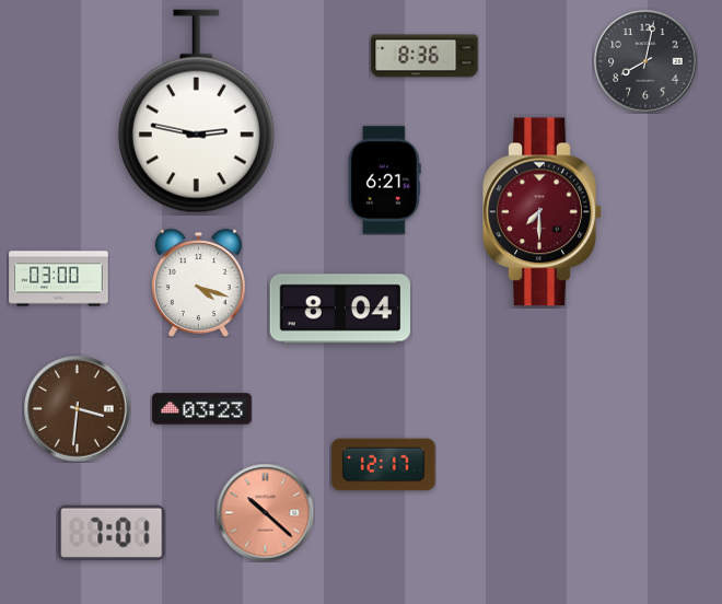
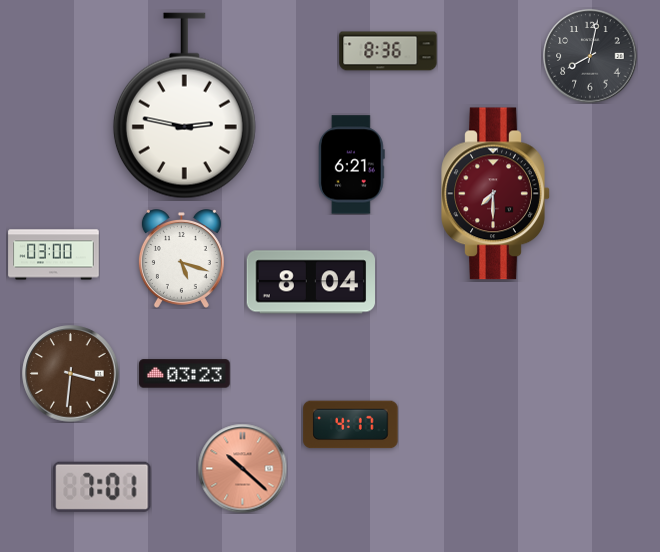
clock at (196, 112) position: (196, 112) -> (184, 106)
clock at (198, 283): 4:18 -> 5:18
clock at (384, 465): 12:17 -> 4:17
